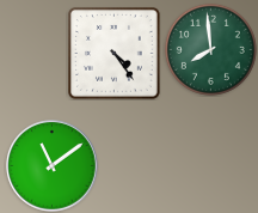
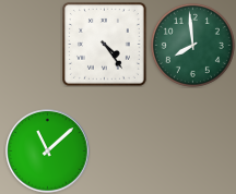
clock at (115, 54) position: (115, 54) -> (105, 45)
clock at (53, 166): 11:09 -> 11:08
